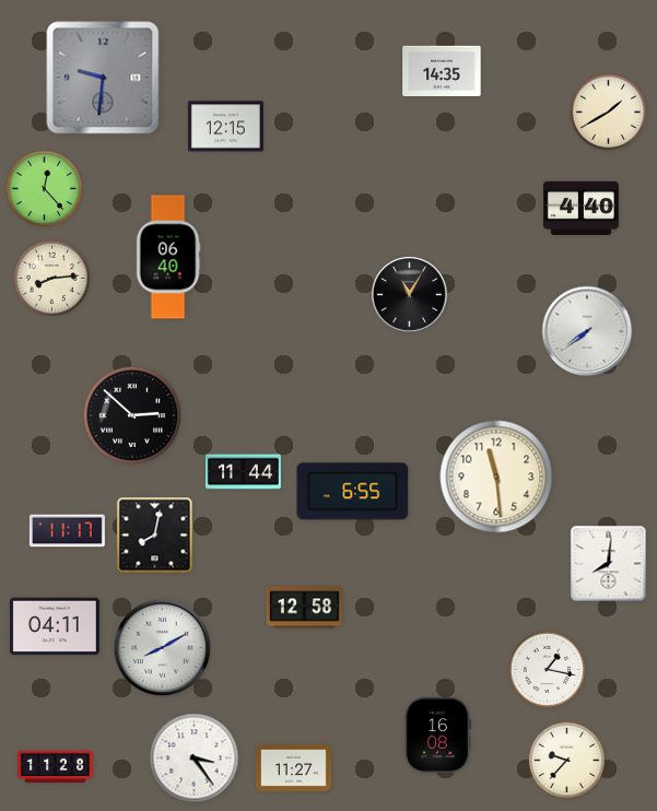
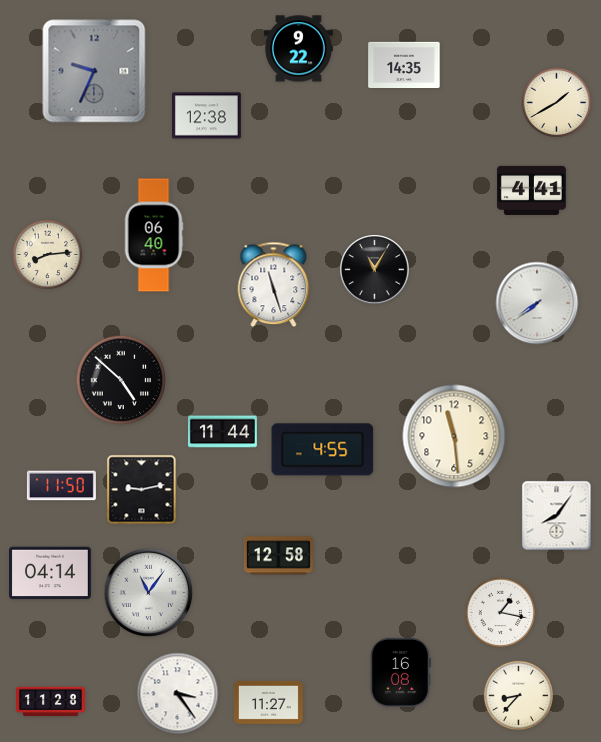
clock at (298, 49): none -> 9:22
clock at (103, 78): 9:31 -> 9:34
clock at (225, 127): 12:15 -> 12:38
clock at (45, 189): 12:23 -> none
clock at (580, 208): 4:40 -> 4:41
clock at (274, 285): none -> 11:27
clock at (132, 415): 2:52 -> 4:52
clock at (353, 492): 6:55 -> 4:55
clock at (67, 531): 11:17 -> 11:50
clock at (155, 536): 8:02 -> 9:13
clock at (609, 564): 8:01 -> 8:06
clock at (56, 626): 04:11 -> 04:14
clock at (163, 648): 8:10 -> 11:06
clock at (567, 761): 9:37 -> 8:37
